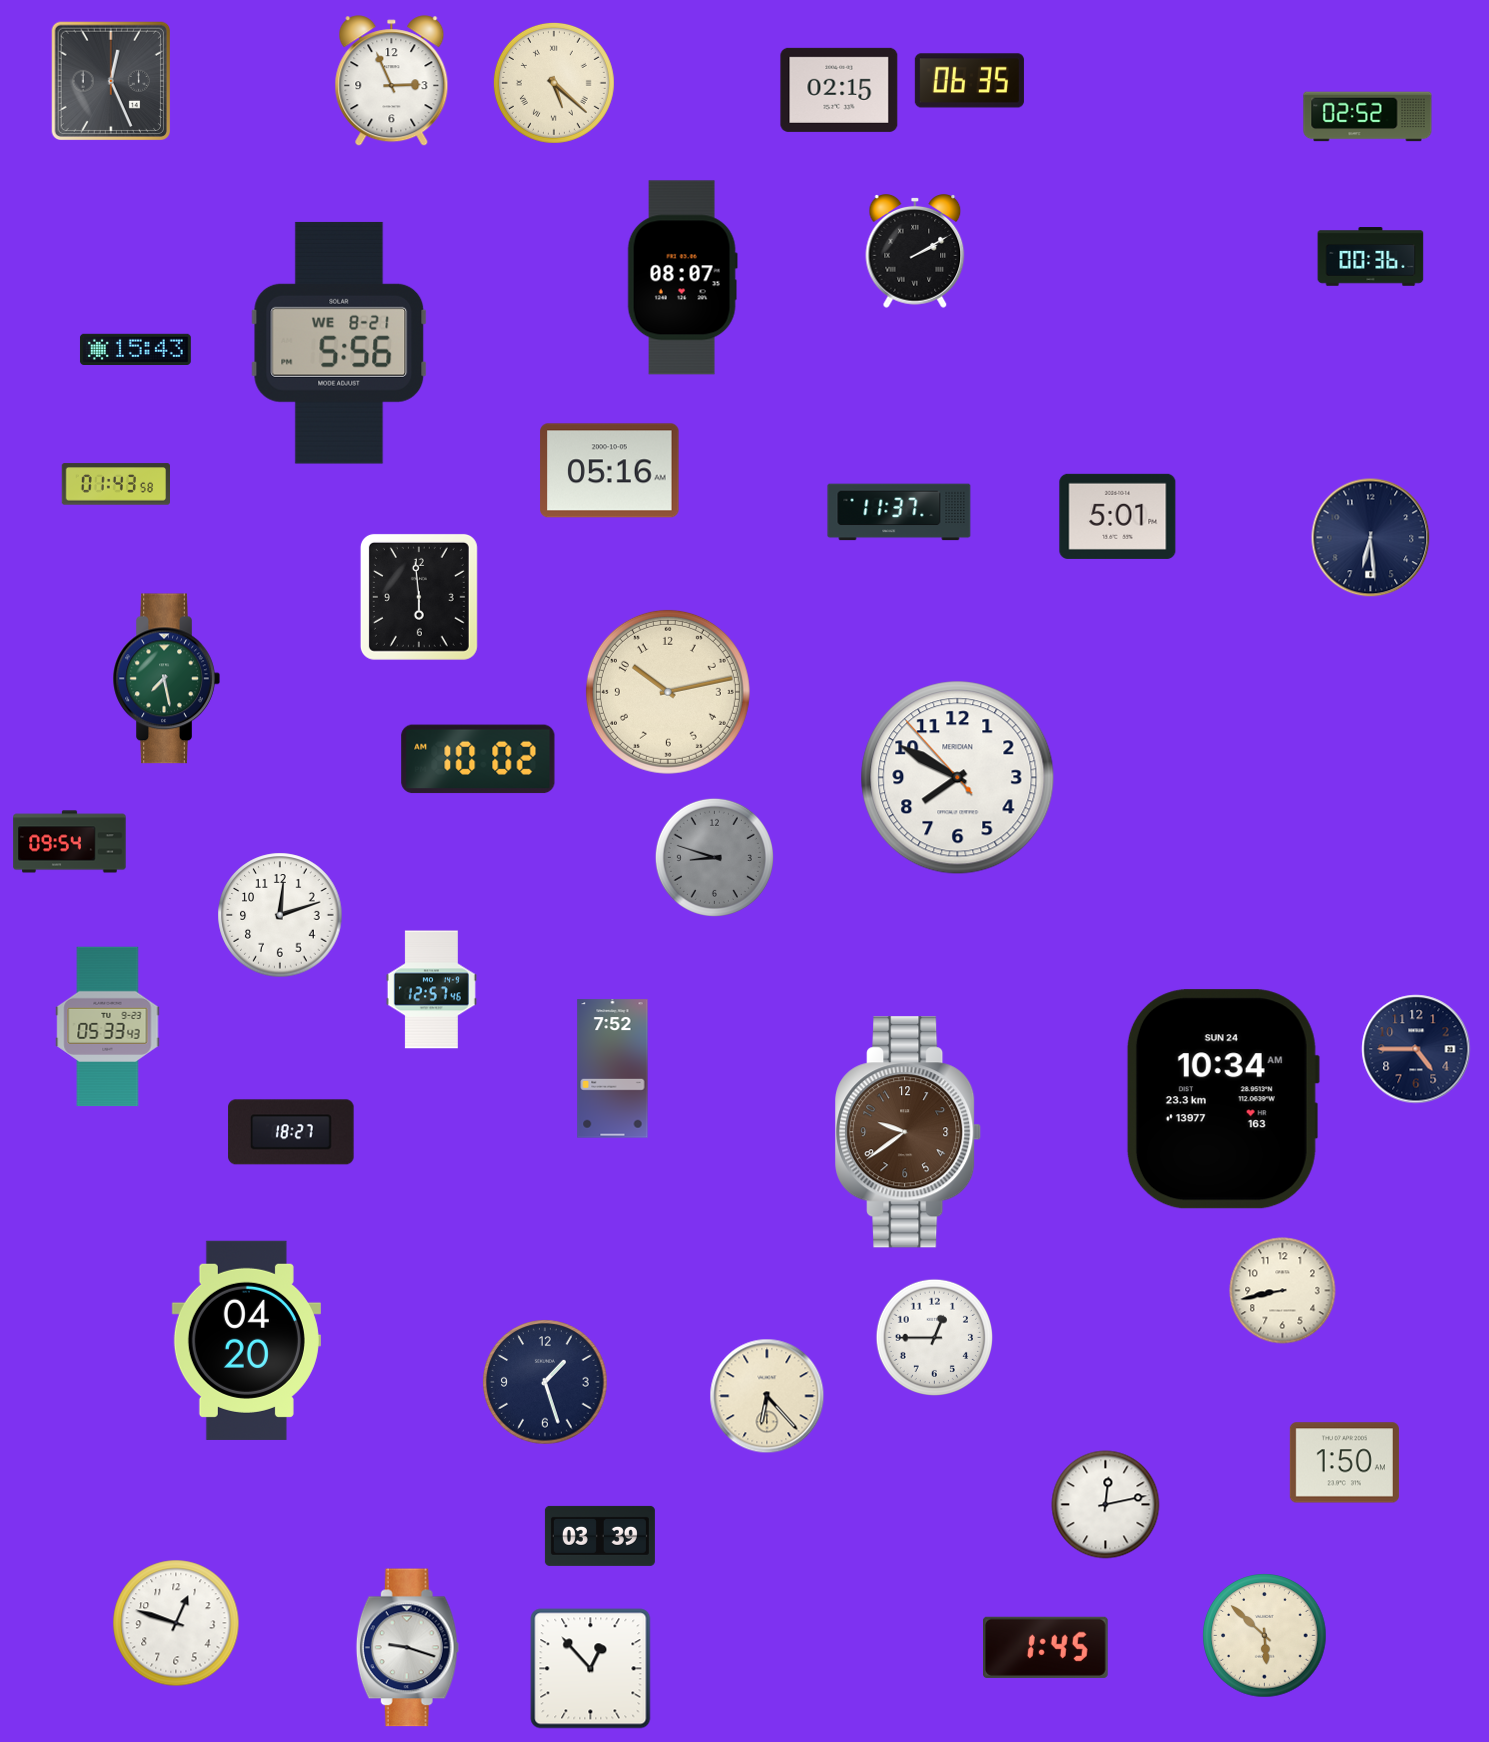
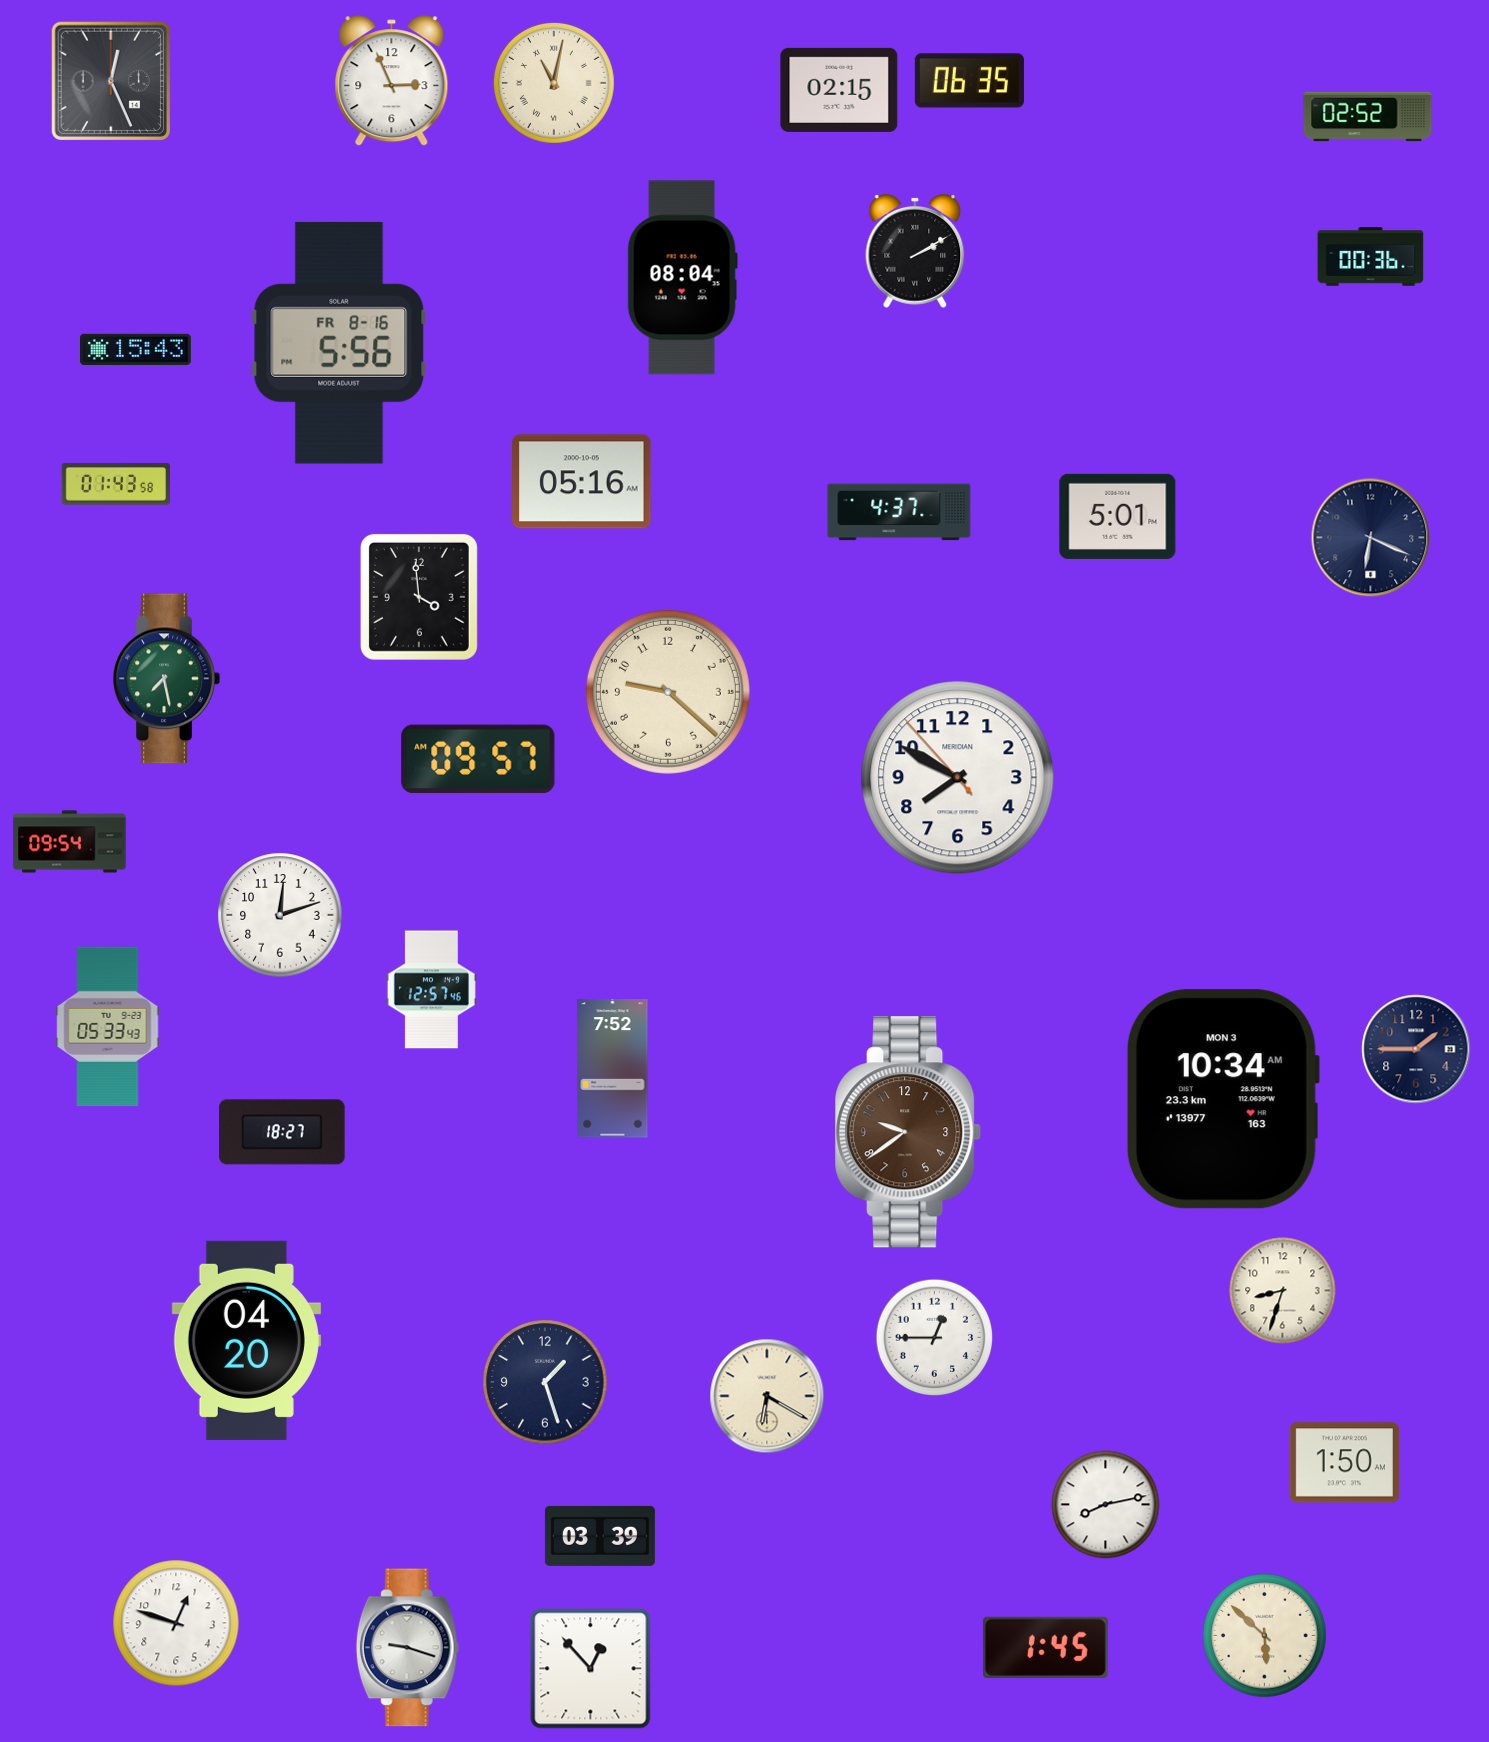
clock at (554, 83): 5:22 -> 11:02
clock at (682, 278): 08:07 -> 08:04
clock at (339, 343) date: WE 8-21 -> FR 8-16
clock at (610, 471) position: (610, 471) -> (582, 482)
clock at (899, 512): 11:37 -> 4:37
clock at (1371, 538): 6:29 -> 6:19
clock at (419, 597): 5:59 -> 3:59
clock at (668, 692): 10:13 -> 9:22
clock at (478, 759): 10:02 -> 09:57
clock at (714, 857): 8:48 -> none
clock at (1416, 1049): 4:45 -> 1:45
clock at (1222, 1099) date: SUN 24 -> MON 3
clock at (291, 1132) position: (291, 1132) -> (282, 1132)
clock at (1283, 1291): 8:43 -> 8:33
clock at (767, 1396): 6:23 -> 6:20
clock at (1106, 1505): 12:13 -> 8:13
